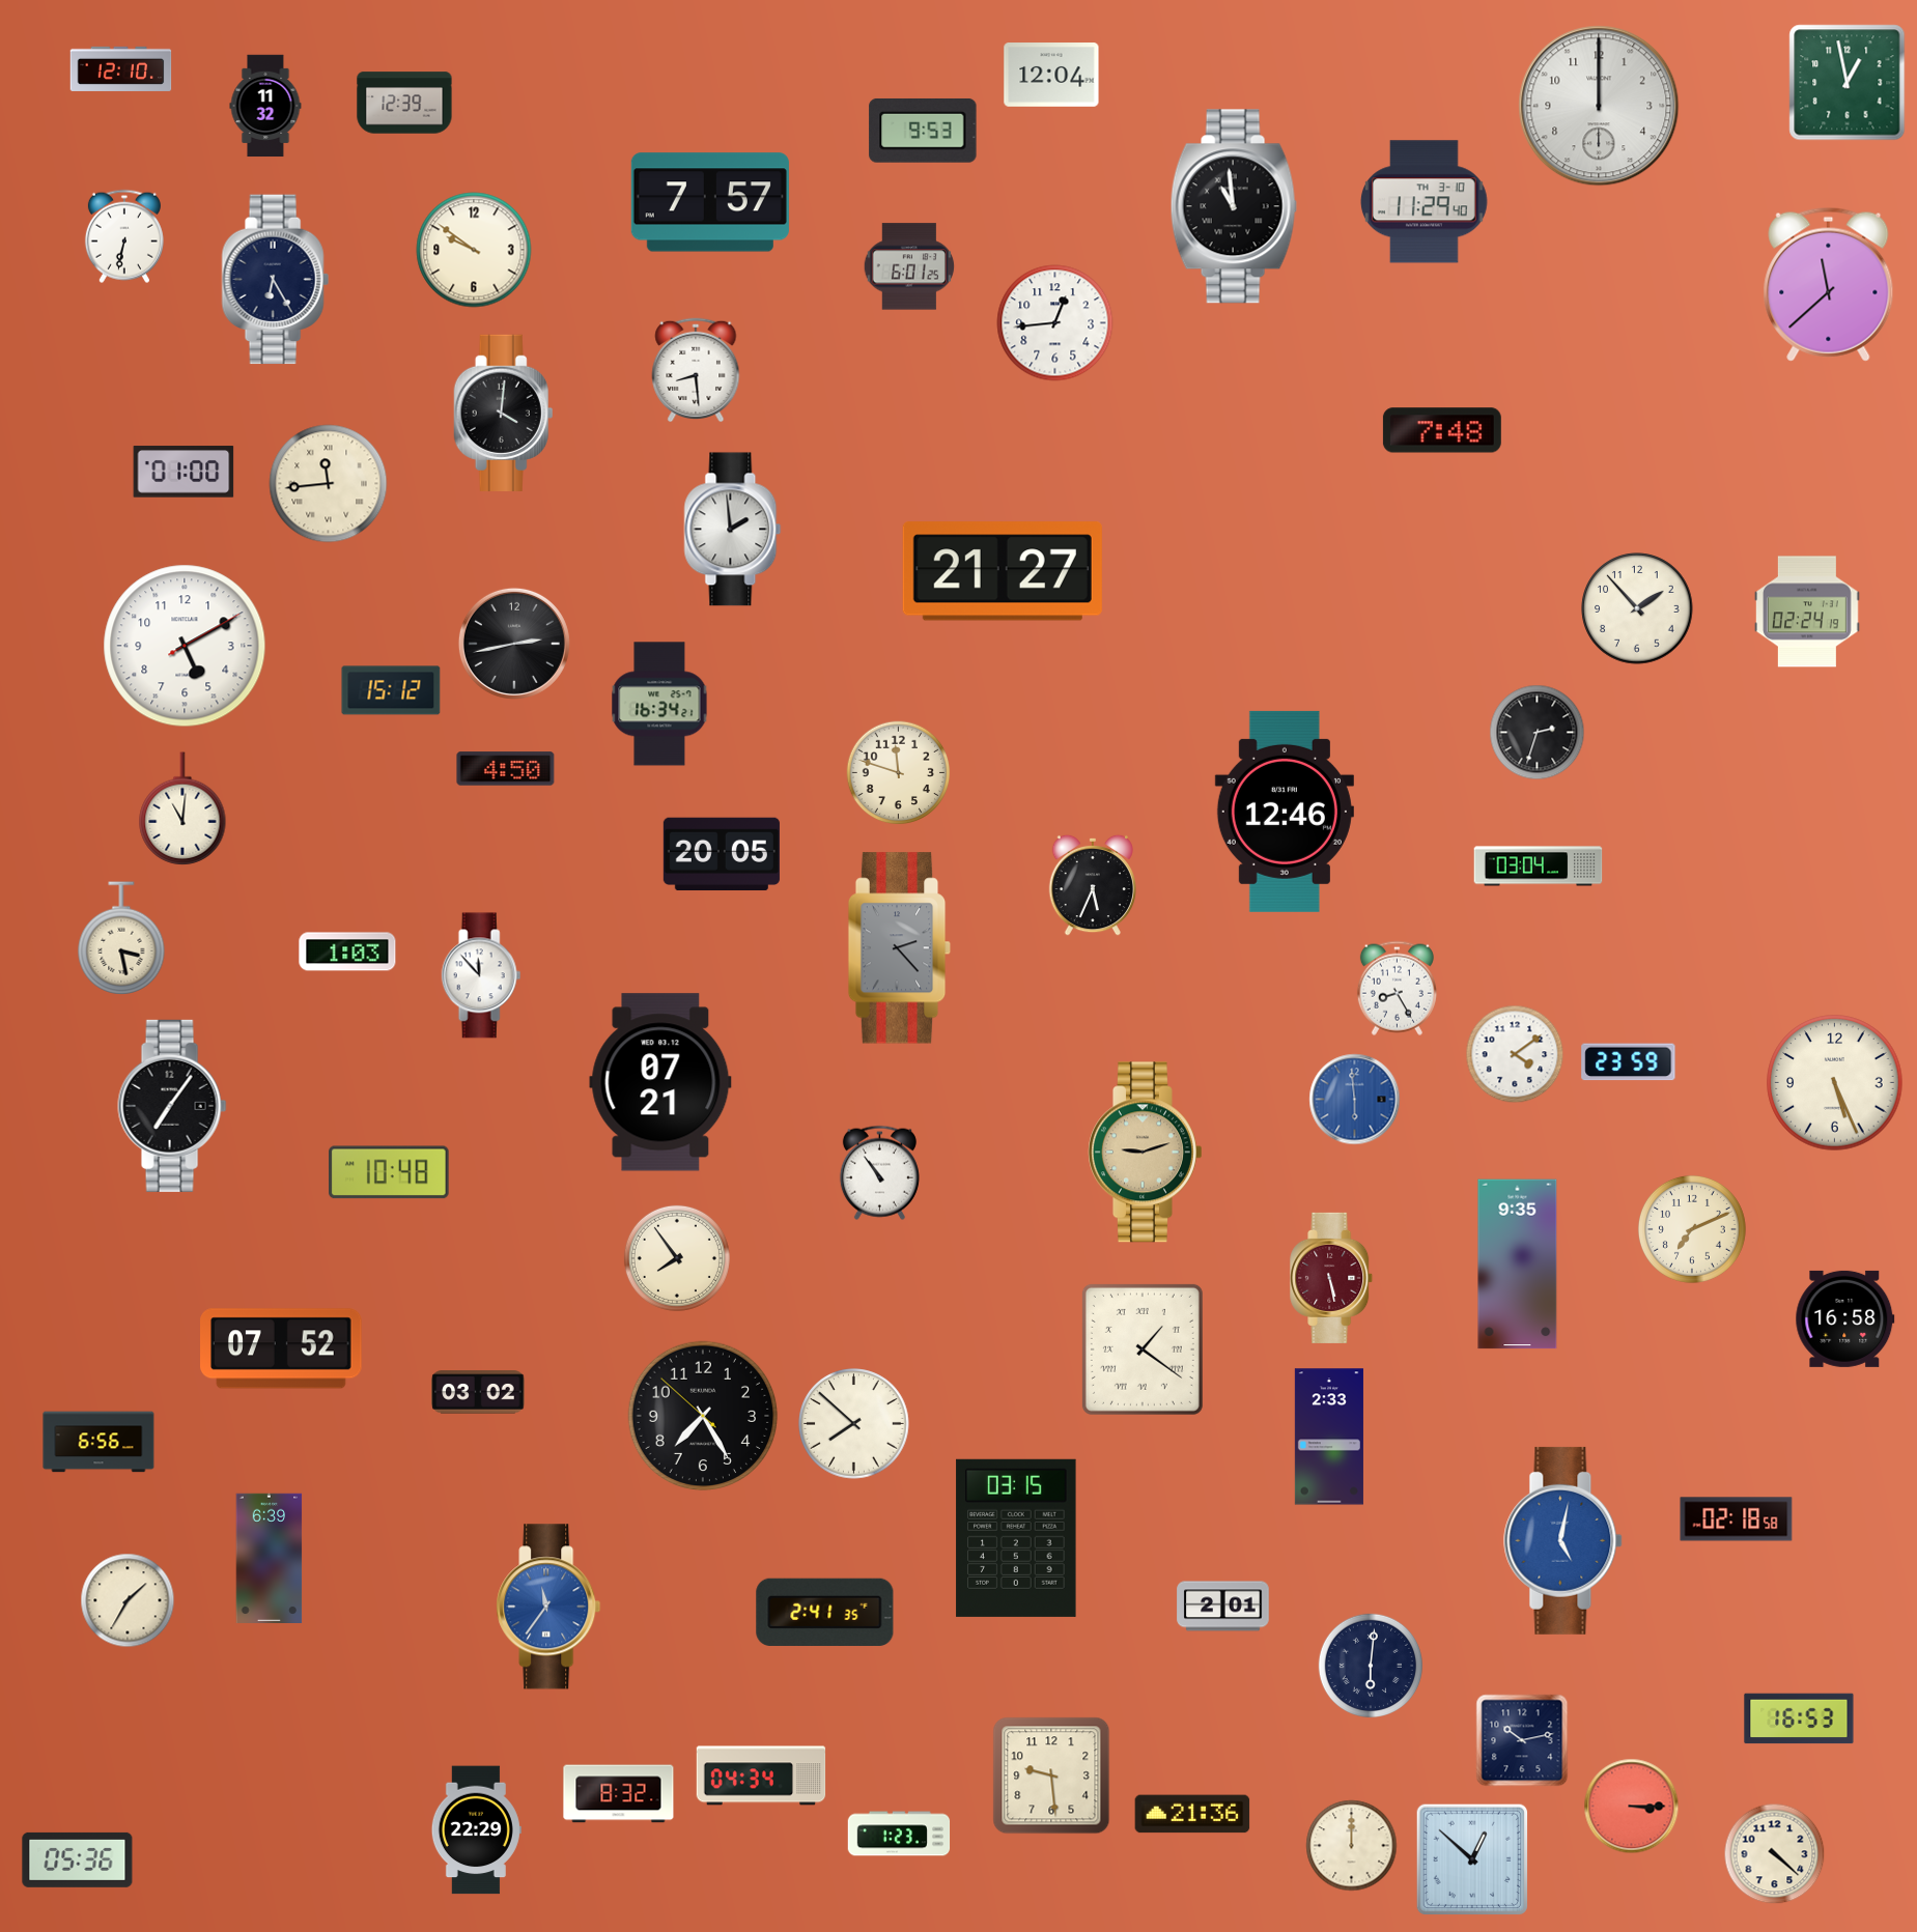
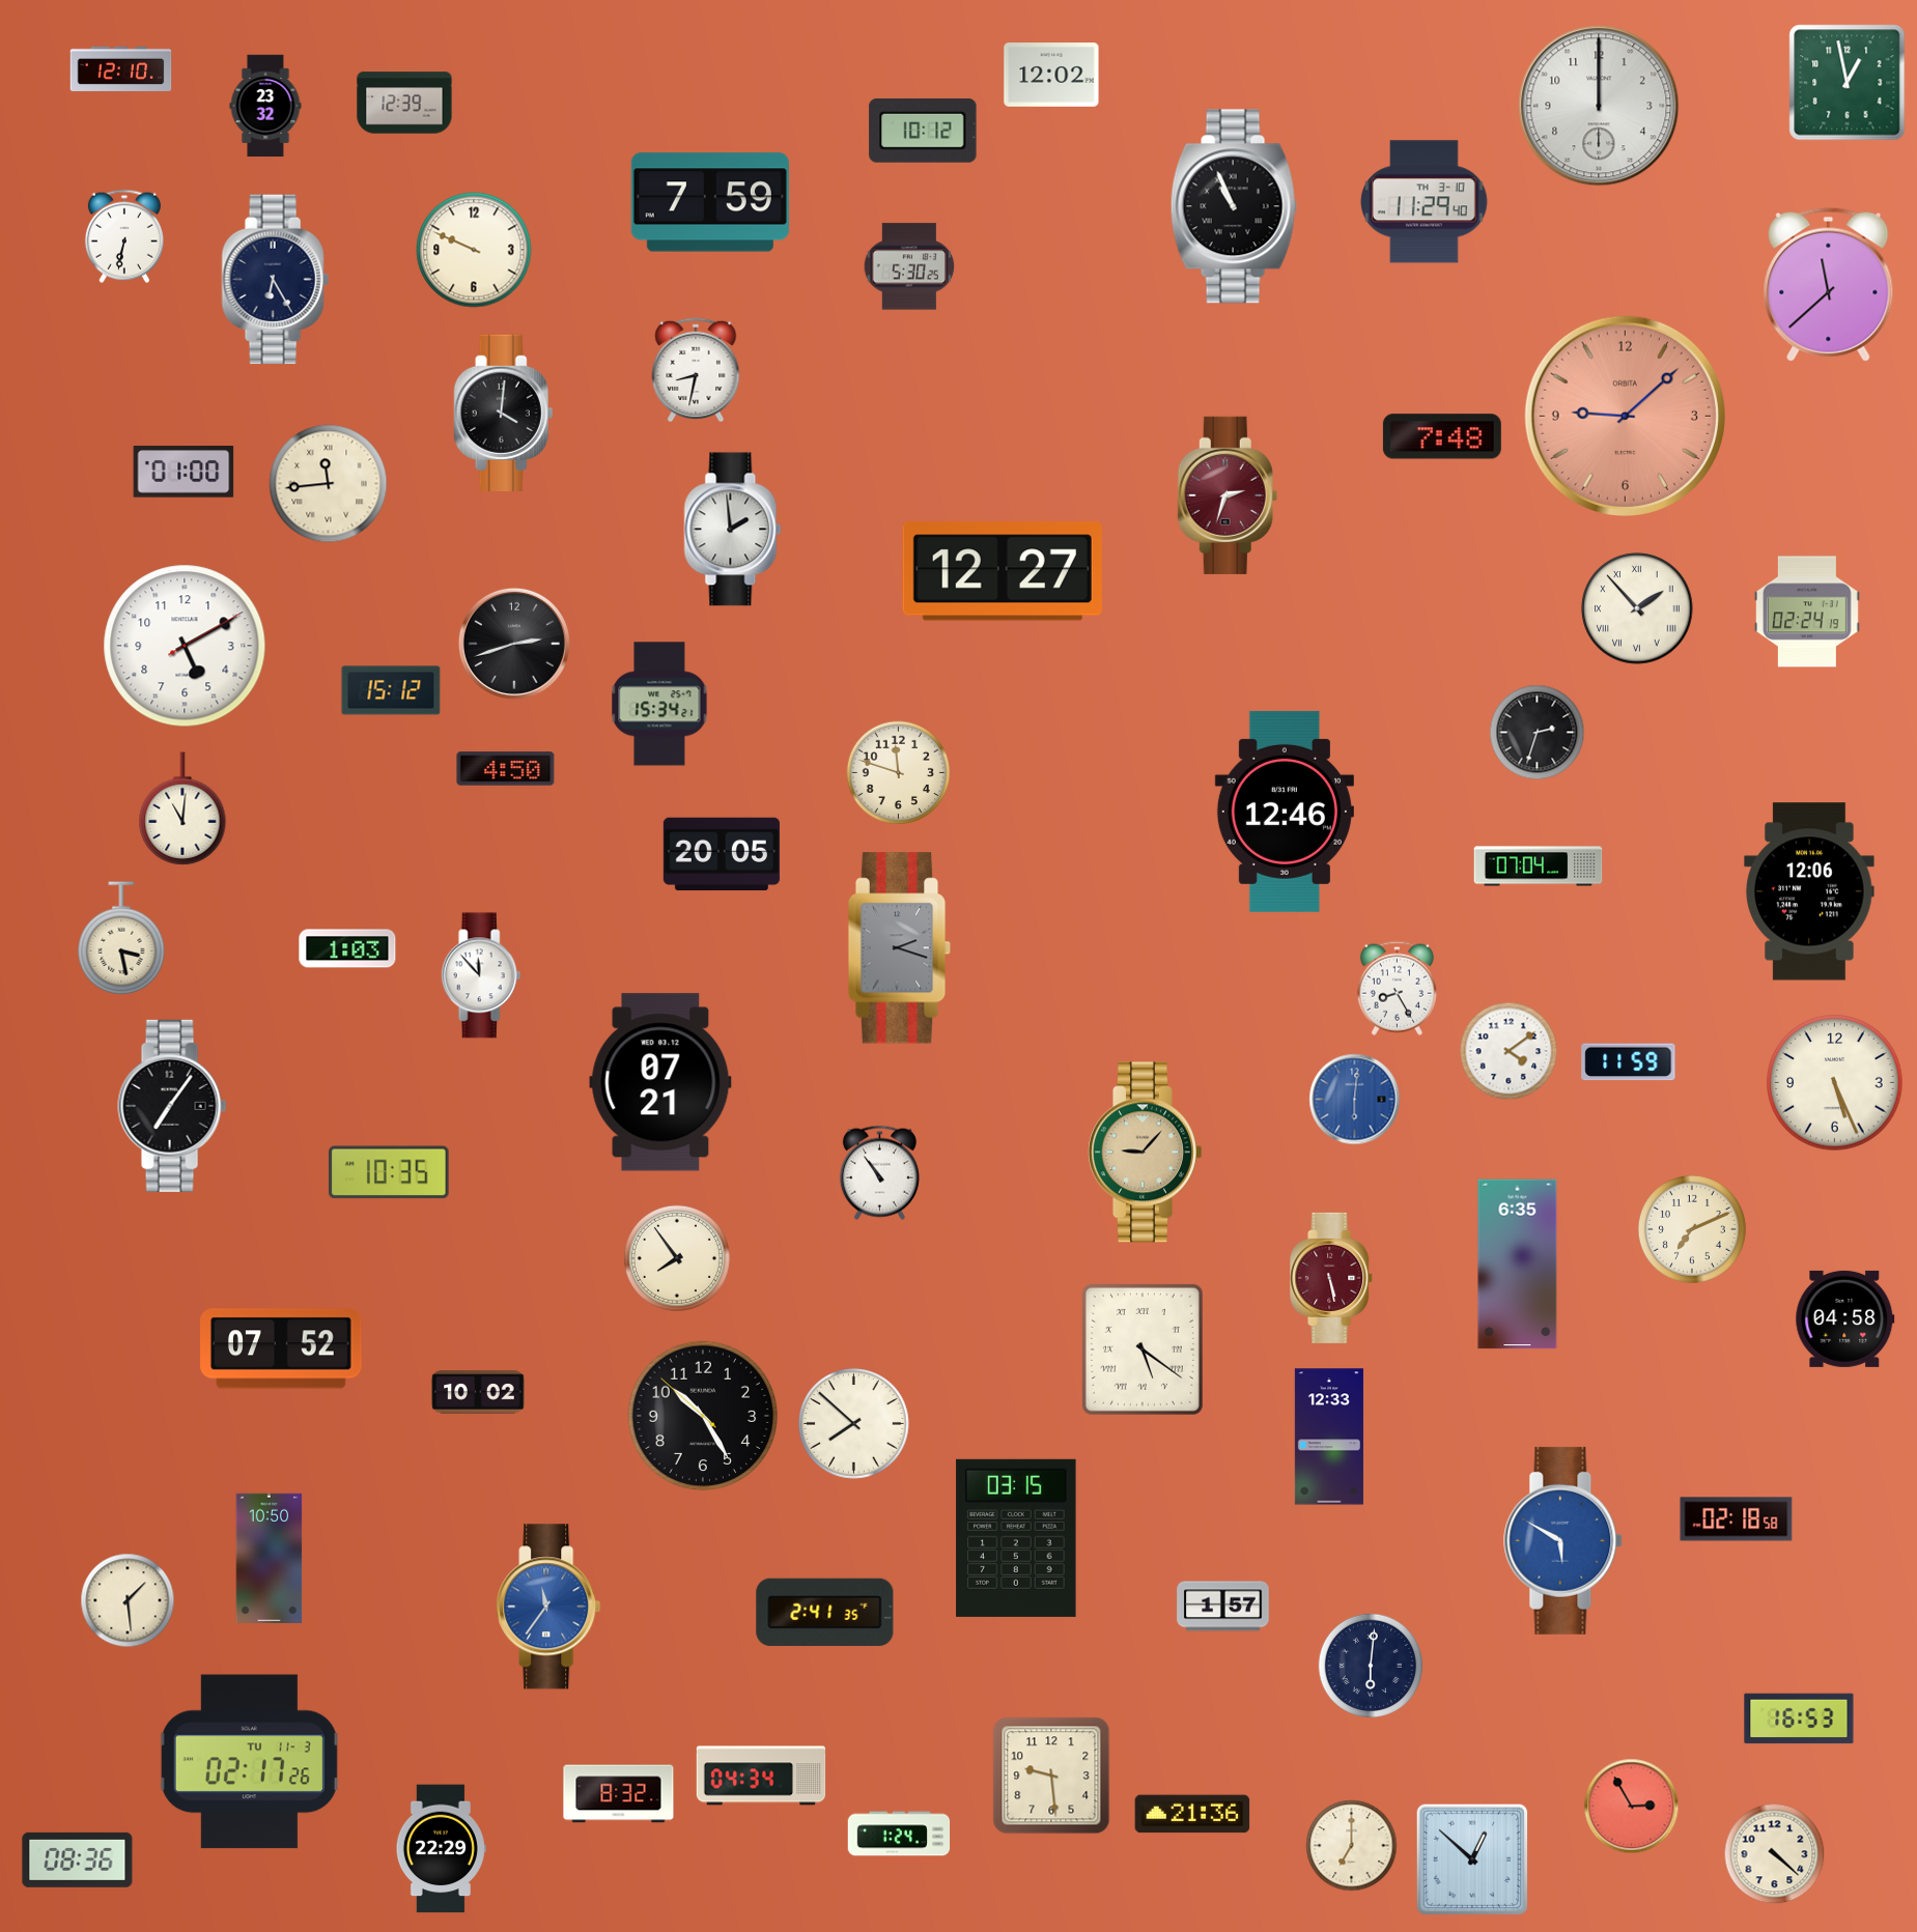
clock at (1051, 75): 12:04 -> 12:02
clock at (265, 106): 11:32 -> 23:32
clock at (923, 131): 9:53 -> 10:12
clock at (710, 202): 7:57 -> 7:59
clock at (1234, 206): 10:59 -> 10:56
clock at (474, 250): 9:51 -> 9:49
clock at (909, 266): 6:01 -> 5:30
clock at (1055, 323): 12:44 -> none
clock at (696, 370): 8:29 -> 8:32
clock at (1625, 416): none -> 9:08
clock at (1442, 430) position: (1442, 430) -> (1442, 436)
clock at (1228, 495): none -> 2:33
clock at (1003, 571): 21:27 -> 12:27
clock at (1637, 608) numerals: Arabic -> Roman
clock at (514, 644): 2:43 -> 2:42
clock at (659, 704): 16:34 -> 15:34
clock at (1539, 866): 03:04 -> 07:04
clock at (1092, 885): 5:34 -> none
clock at (1809, 891): none -> 12:06
clock at (900, 948): 2:23 -> 2:18
clock at (347, 951) position: (347, 951) -> (347, 948)
clock at (1515, 1054) position: (1515, 1054) -> (1509, 1051)
clock at (1629, 1062): 23:59 -> 11:59
clock at (1355, 1100): 5:59 -> 6:01
clock at (1146, 1153): 9:12 -> 9:07
clock at (390, 1172): 10:48 -> 10:35
clock at (1518, 1265): 9:35 -> 6:35
clock at (1845, 1318): 16:58 -> 04:58
clock at (1143, 1349): 1:21 -> 5:21
clock at (478, 1392): 03:02 -> 10:02
clock at (703, 1416): 7:24 -> 10:24
clock at (1329, 1437): 2:33 -> 12:33
clock at (98, 1442): 6:56 -> none
clock at (1563, 1540): 5:02 -> 5:50
clock at (270, 1558): 6:39 -> 10:50
clock at (128, 1600): 1:35 -> 1:29
clock at (1223, 1607): 2:01 -> 1:57
clock at (1522, 1740): 10:13 -> none
clock at (249, 1762): none -> 02:17
clock at (1632, 1807): 3:15 -> 2:55
clock at (476, 1830) position: (476, 1830) -> (441, 1849)
clock at (899, 1834): 1:23 -> 1:24
clock at (1352, 1846): 12:00 -> 7:00
clock at (78, 1859): 05:36 -> 08:36
